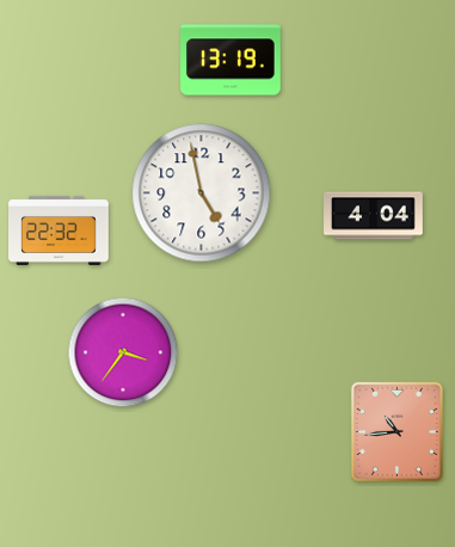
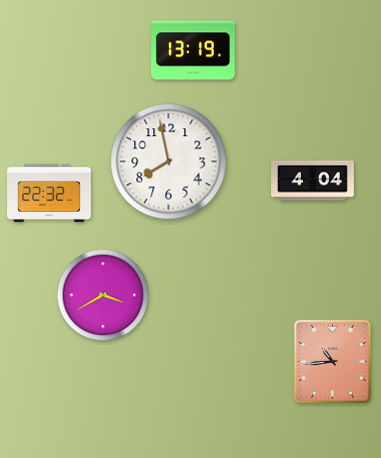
clock at (202, 193): 4:58 -> 7:58
clock at (123, 352): 3:36 -> 3:40
